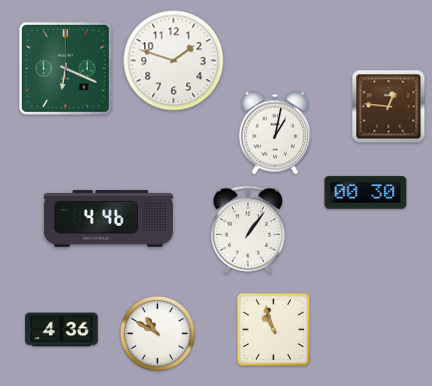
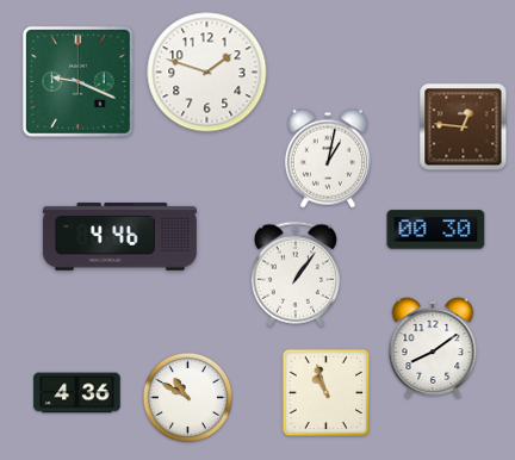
clock at (65, 68): 6:19 -> 9:19
clock at (108, 219) position: (108, 219) -> (119, 237)
clock at (433, 348): none -> 8:09
clock at (62, 330) position: (62, 330) -> (77, 393)
